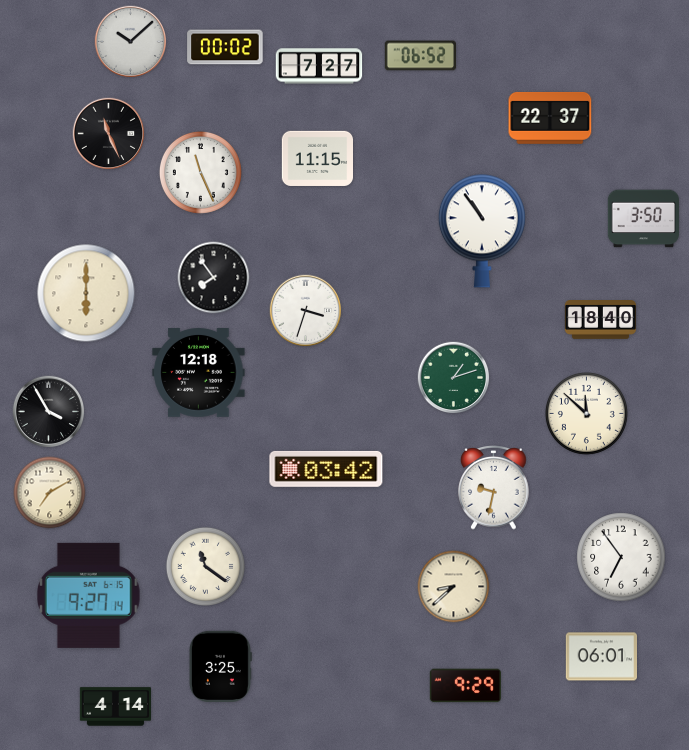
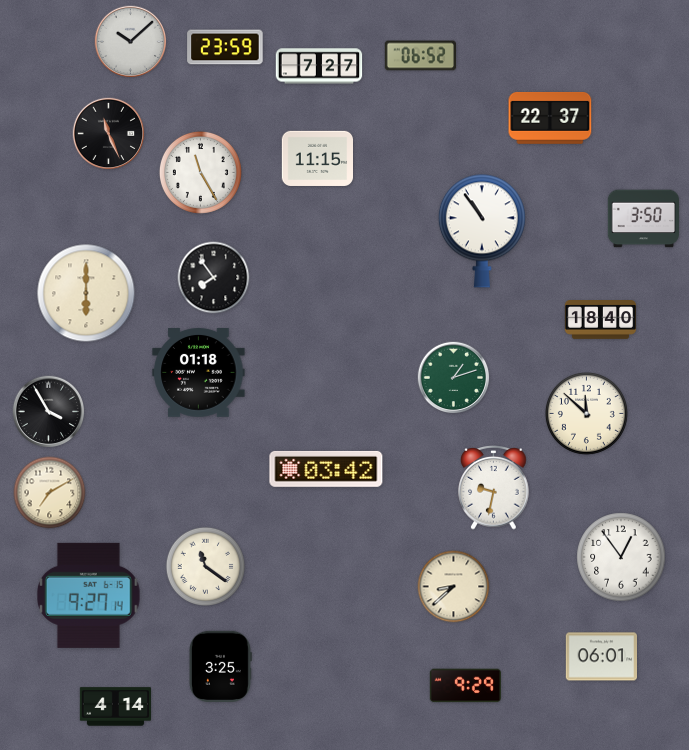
clock at (225, 47): 00:02 -> 23:59
clock at (200, 172): 11:26 -> 11:25
clock at (306, 311): 3:33 -> none
clock at (199, 373): 12:18 -> 01:18
clock at (621, 557): 6:54 -> 12:54
